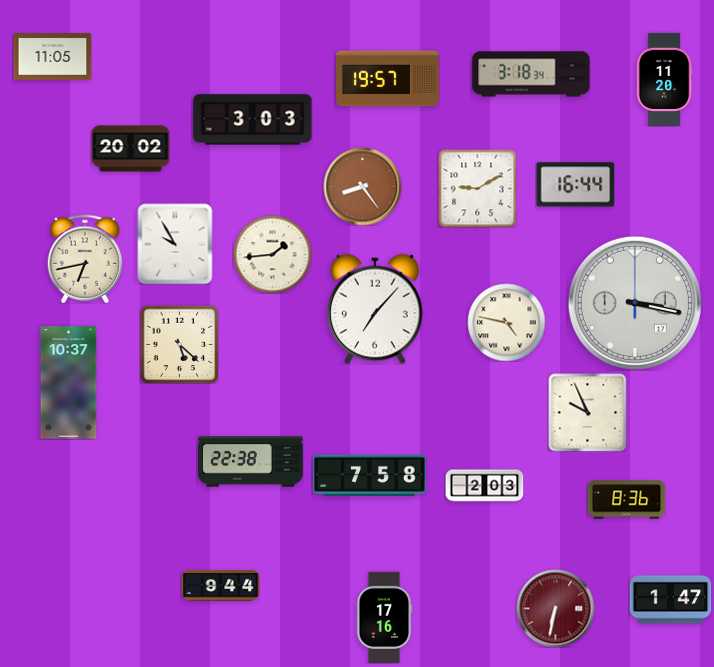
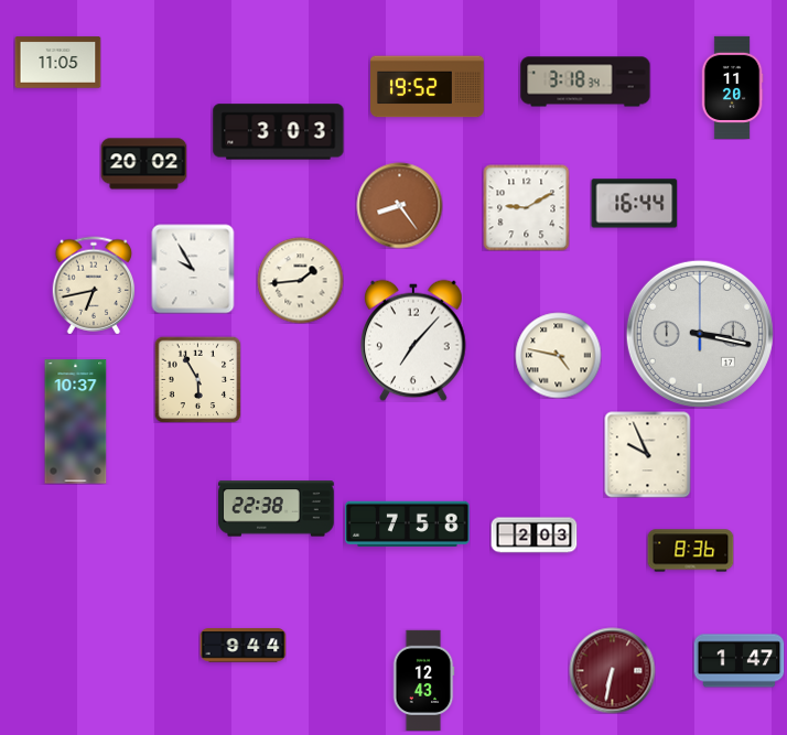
clock at (388, 79): 19:57 -> 19:52
clock at (179, 344): 5:22 -> 5:55
clock at (384, 617): 17:16 -> 12:43
